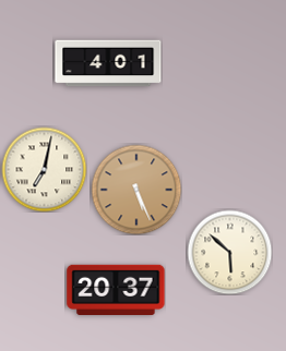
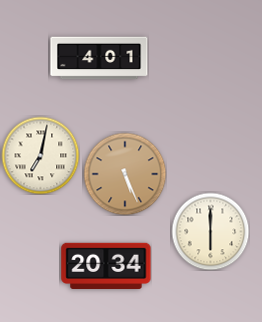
clock at (229, 252): 5:52 -> 6:00
clock at (116, 289): 20:37 -> 20:34
